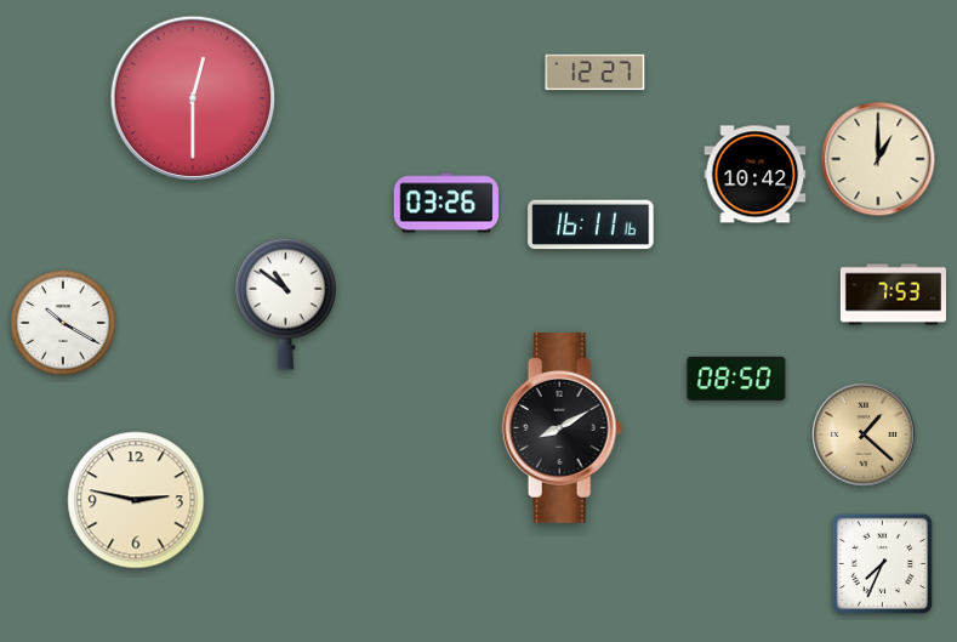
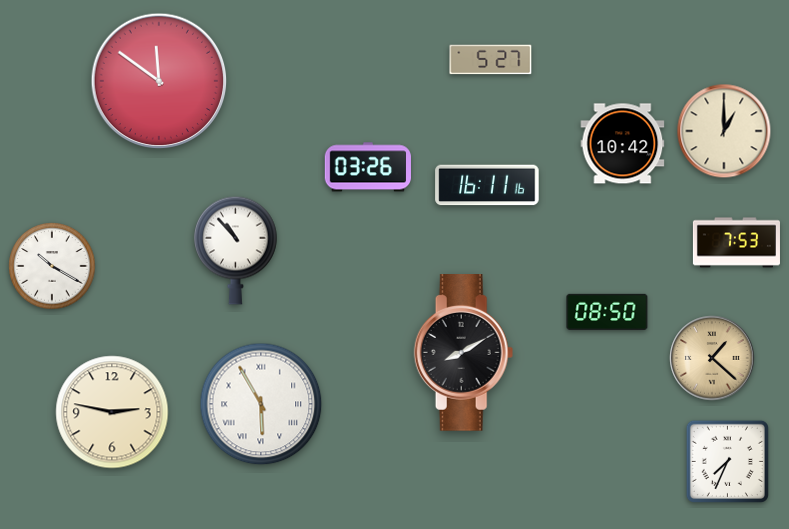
clock at (596, 73): 12:27 -> 5:27
clock at (193, 98): 12:30 -> 11:51
clock at (286, 303): 10:51 -> 10:53
clock at (261, 404): none -> 5:55
clock at (882, 563) position: (882, 563) -> (727, 461)
